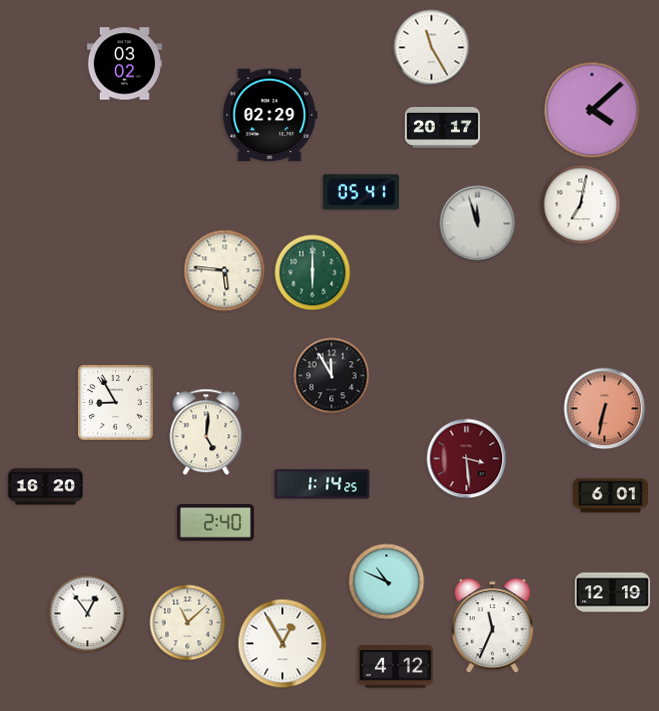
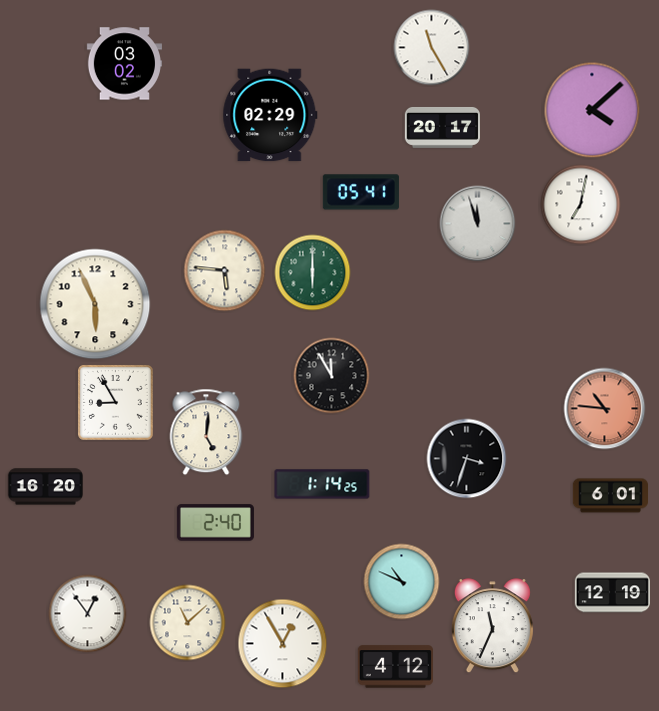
clock at (95, 304): none -> 5:56
clock at (605, 409): 6:32 -> 10:46
clock at (467, 459): 3:29 -> 3:33
clock at (467, 459) dial: burgundy -> black
clock at (387, 582) position: (387, 582) -> (402, 582)
